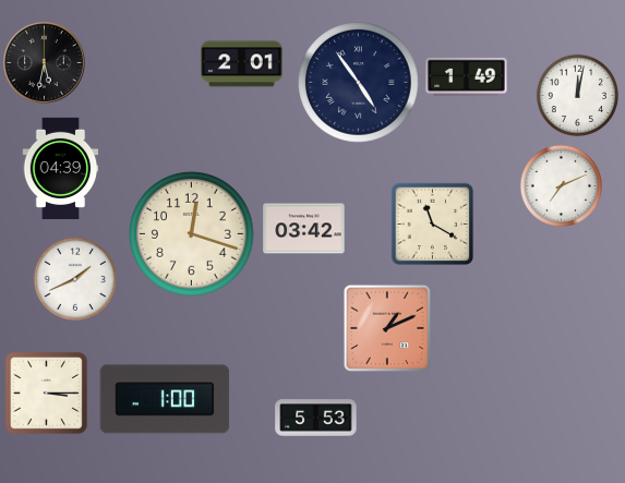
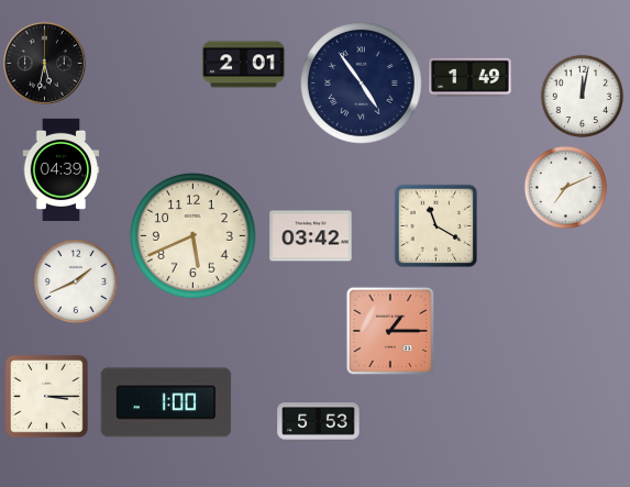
clock at (304, 229) position: (304, 229) -> (311, 236)
clock at (192, 234): 12:18 -> 5:41
clock at (387, 328): 1:11 -> 1:15
